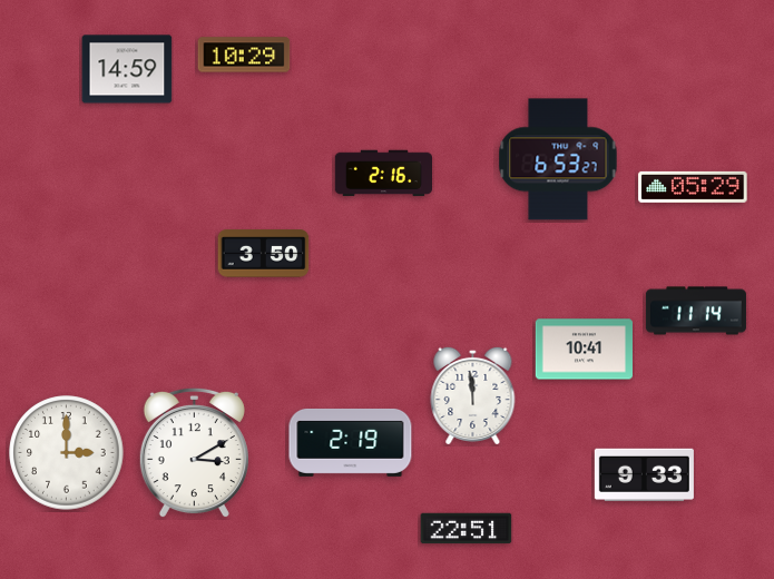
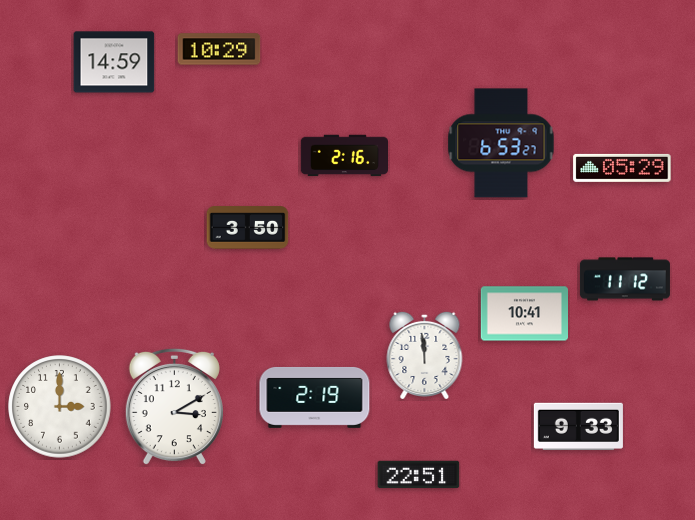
clock at (264, 254) position: (264, 254) -> (248, 228)
clock at (696, 311): 11:14 -> 11:12
